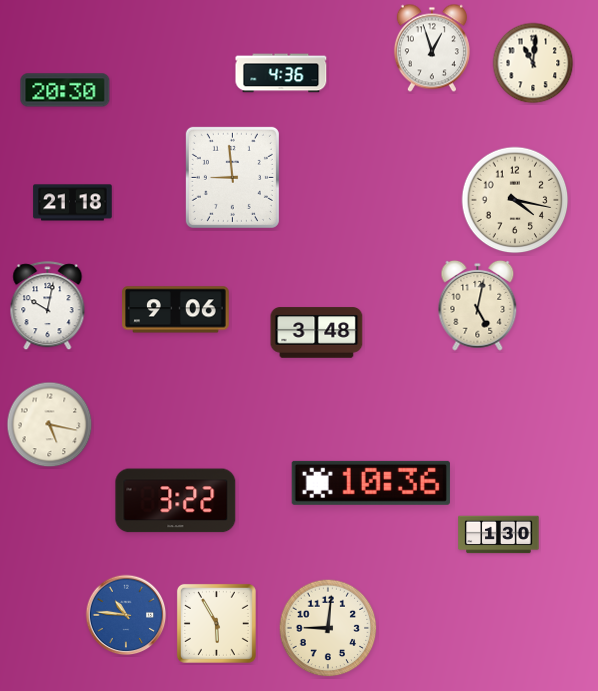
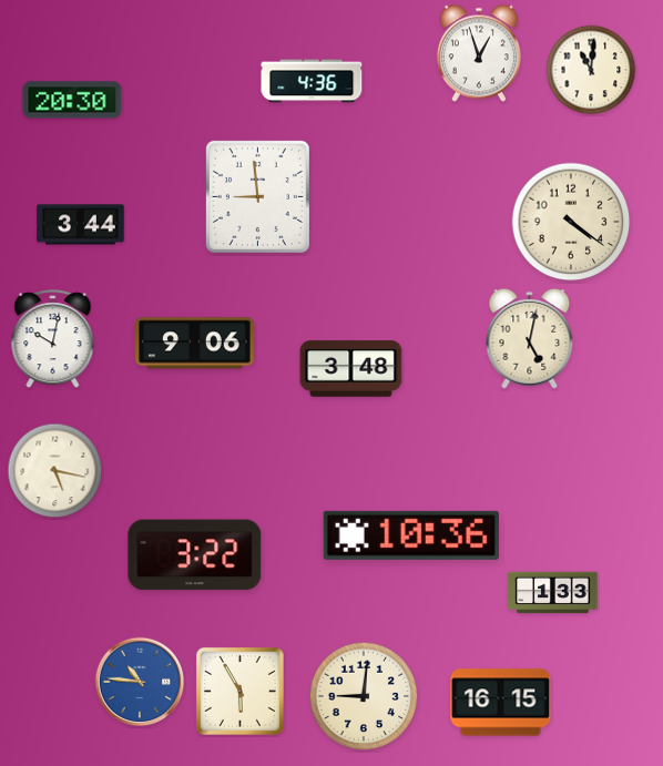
clock at (515, 200): 4:17 -> 4:21
clock at (73, 203): 21:18 -> 3:44
clock at (499, 535): 1:30 -> 1:33
clock at (501, 703): none -> 16:15
